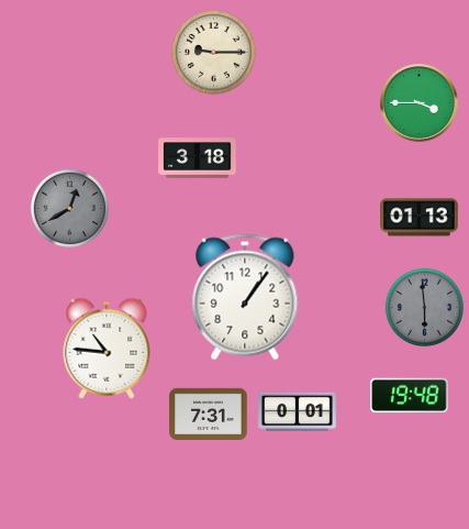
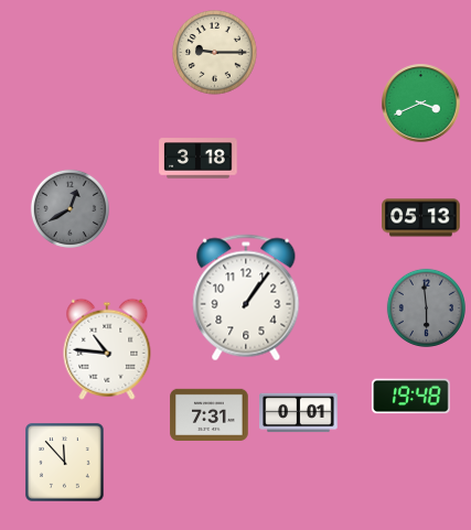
clock at (420, 103): 3:45 -> 3:41
clock at (420, 218): 01:13 -> 05:13
clock at (65, 463): none -> 11:53
